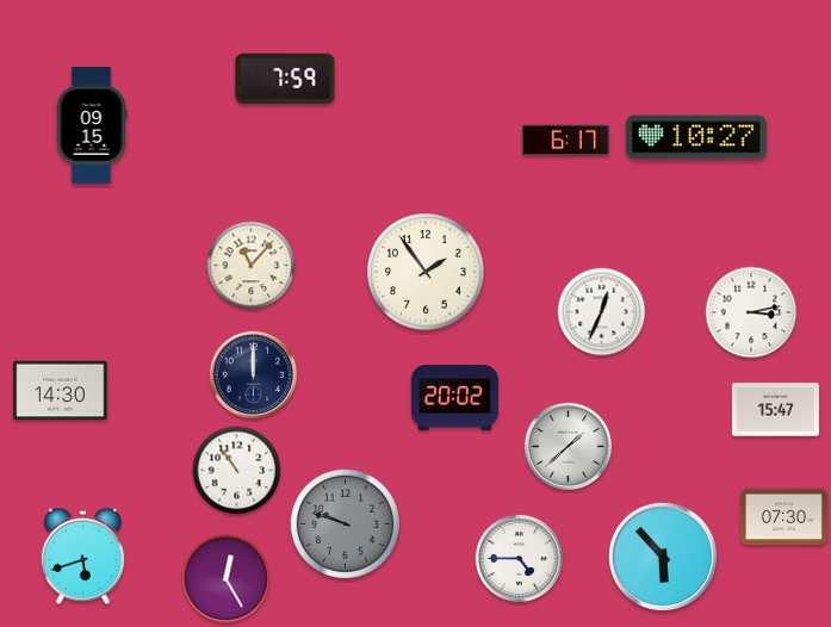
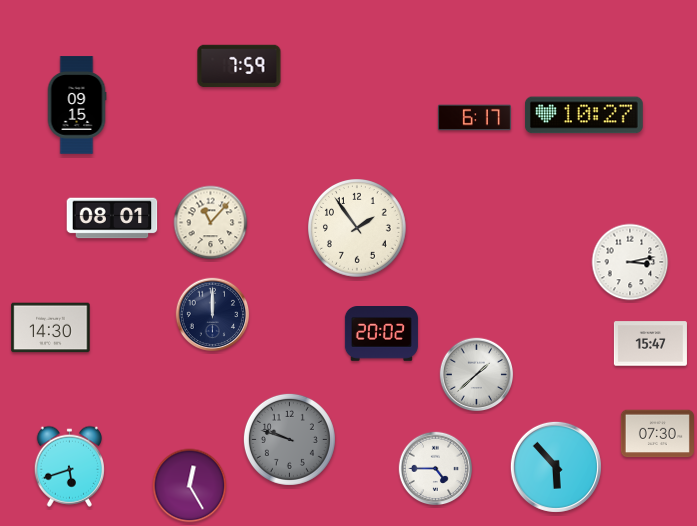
clock at (112, 218): none -> 08:01
clock at (602, 312): 12:34 -> none
clock at (237, 471): 10:54 -> none
